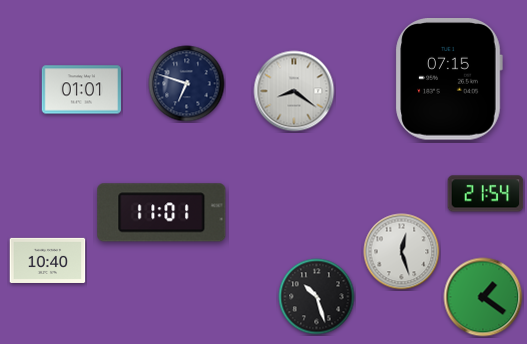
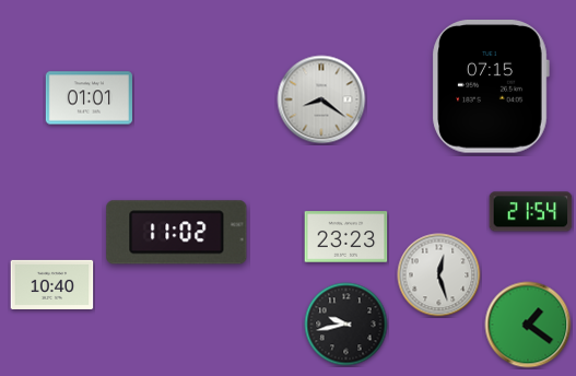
clock at (187, 84): 6:48 -> none
clock at (162, 213): 11:01 -> 11:02
clock at (346, 237): none -> 23:23
clock at (317, 297): 10:27 -> 9:43
